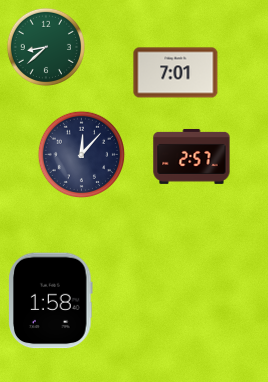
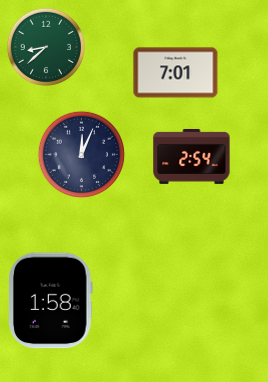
clock at (81, 154): 12:07 -> 12:04
clock at (192, 156): 2:57 -> 2:54
